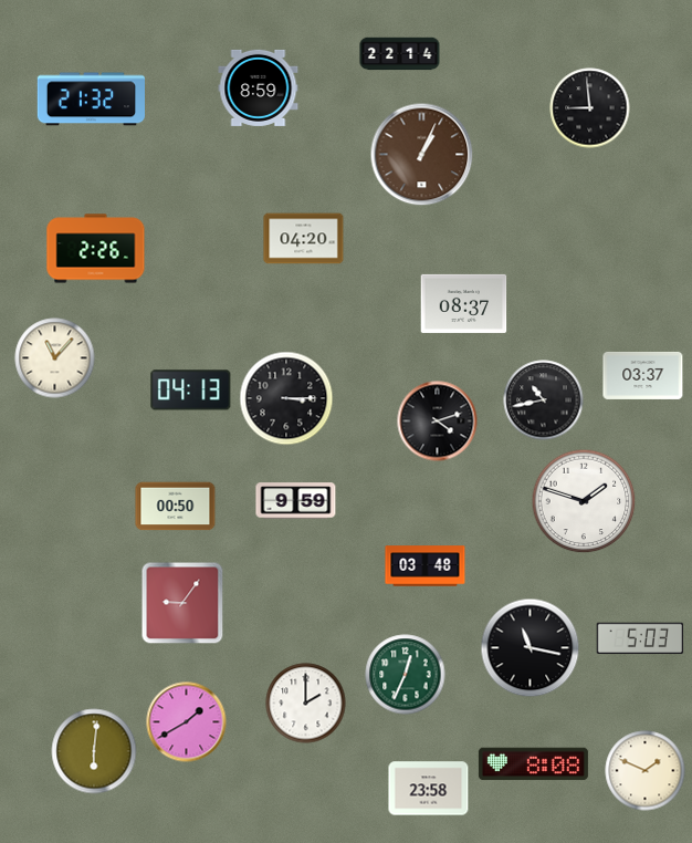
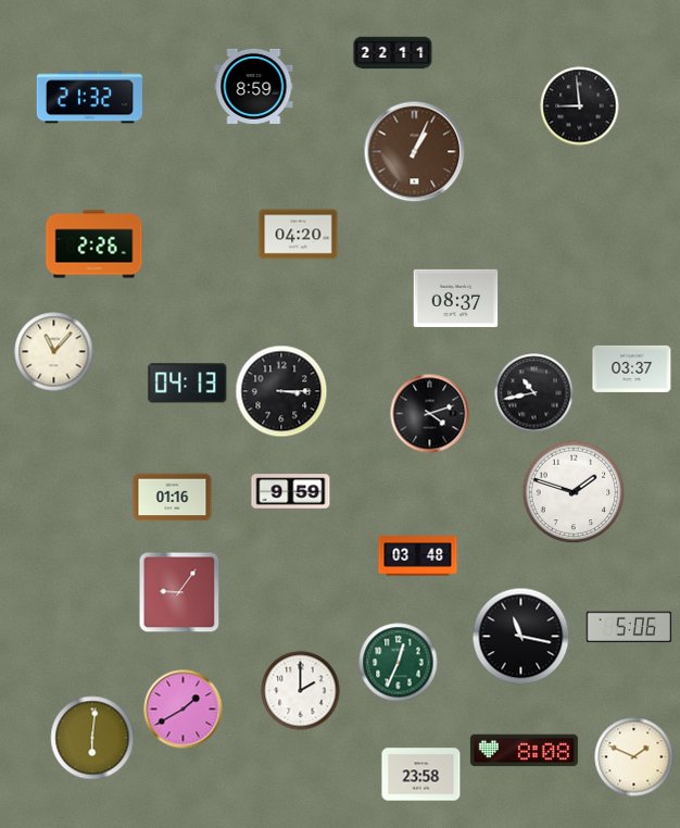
clock at (400, 54): 22:14 -> 22:11
clock at (176, 507): 00:50 -> 01:16
clock at (640, 638): 5:03 -> 5:06
